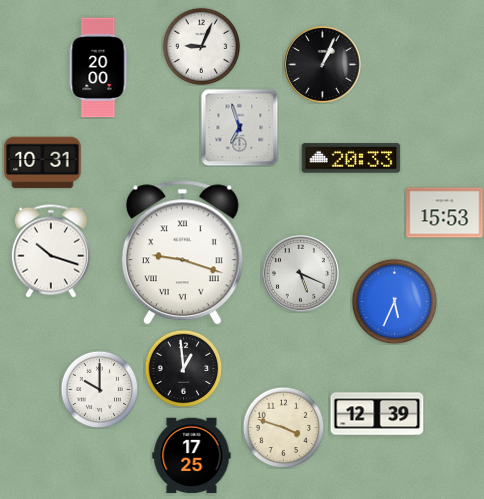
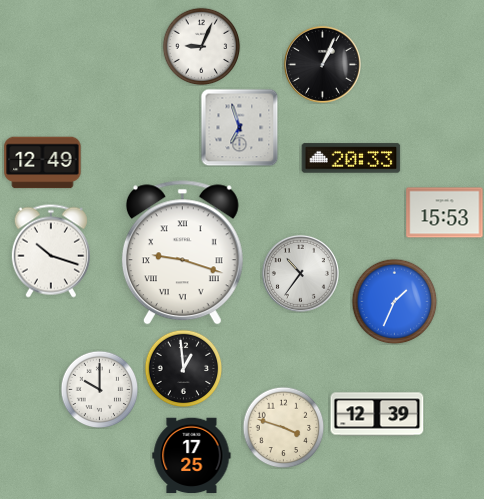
clock at (98, 68): 20:00 -> none
clock at (43, 163): 10:31 -> 12:49
clock at (300, 273): 5:19 -> 10:36
clock at (394, 301): 5:34 -> 1:34
